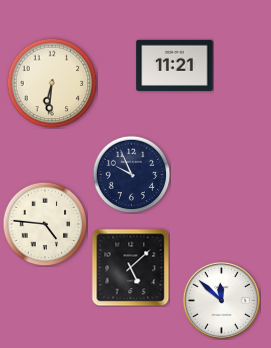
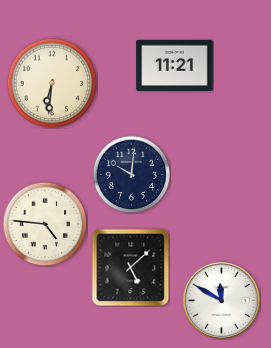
clock at (131, 174): 9:56 -> 10:01
clock at (221, 300): 11:52 -> 11:50
